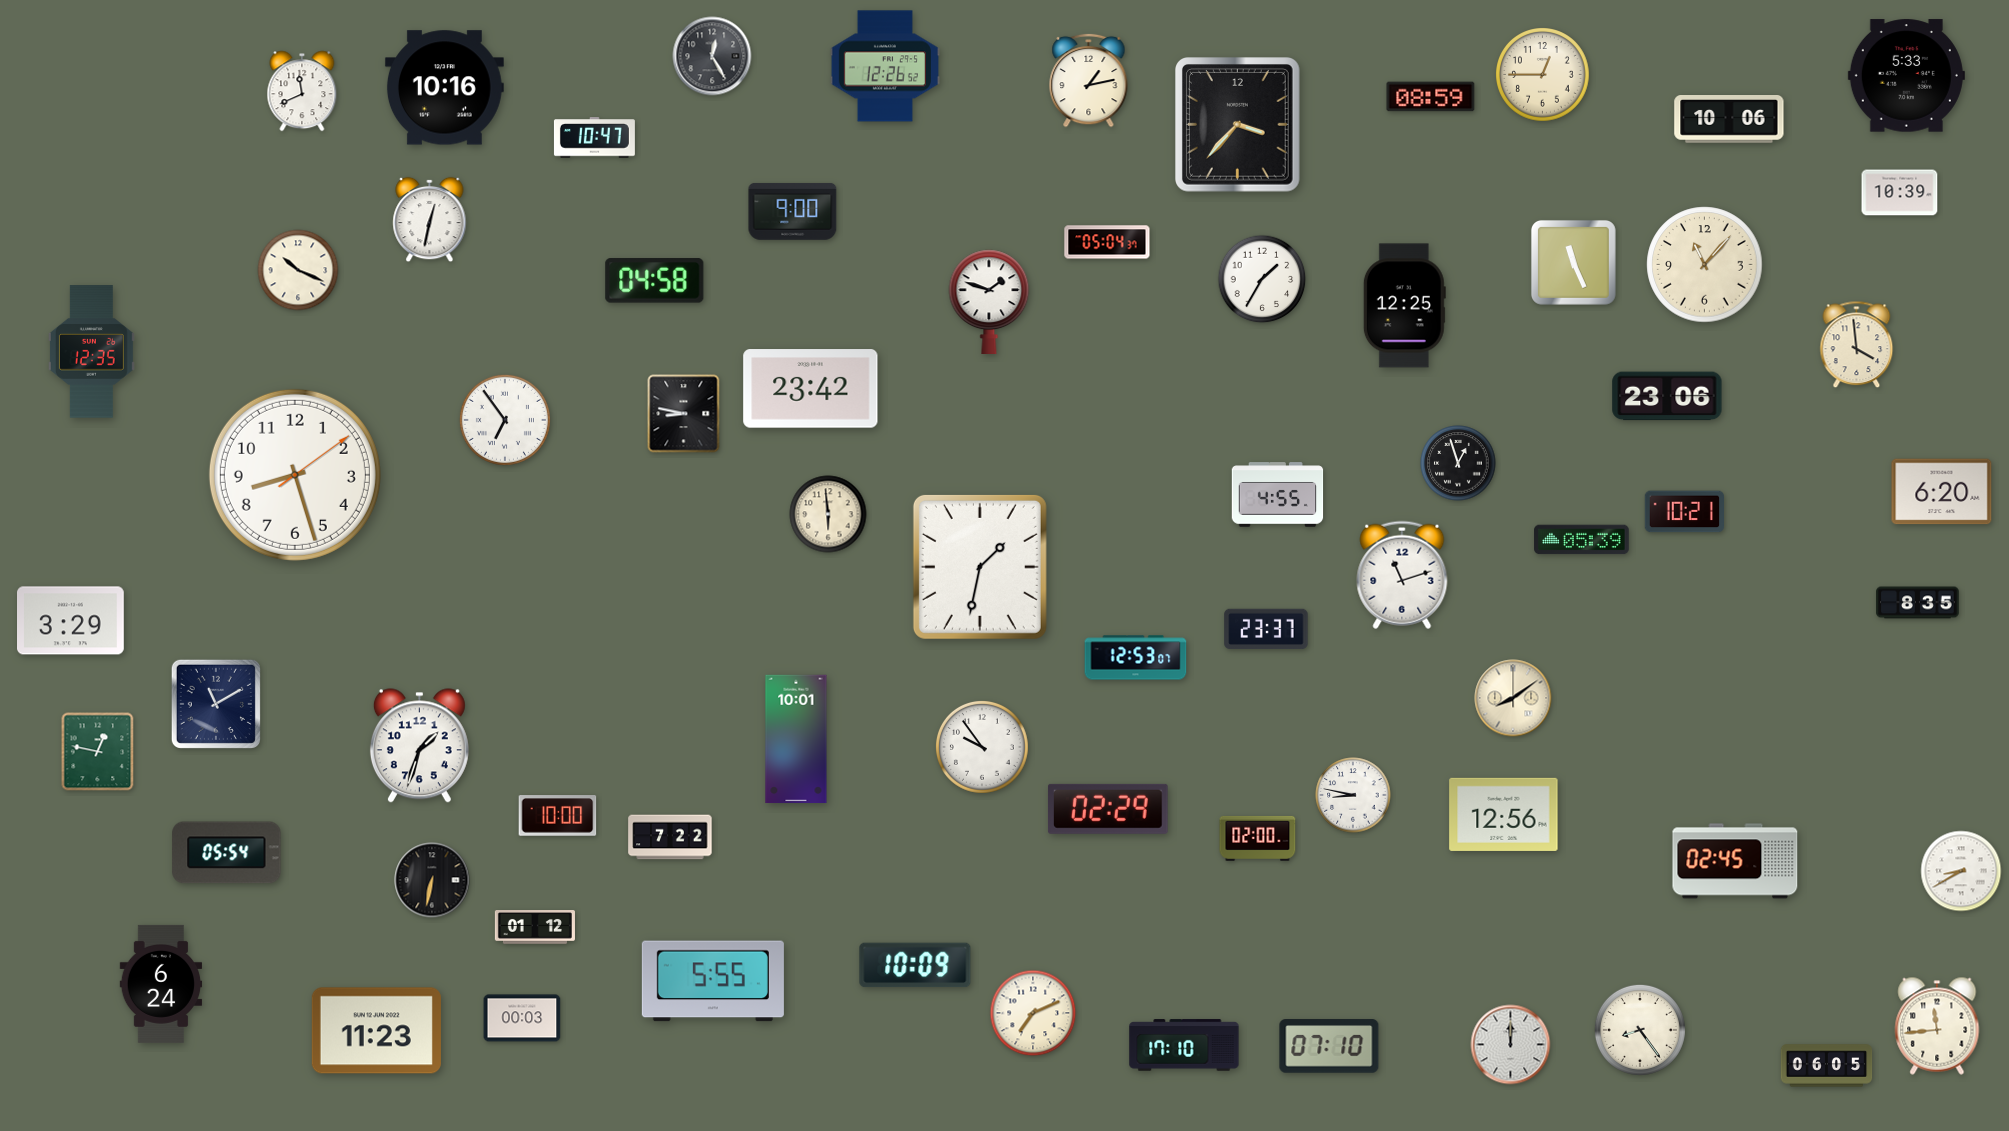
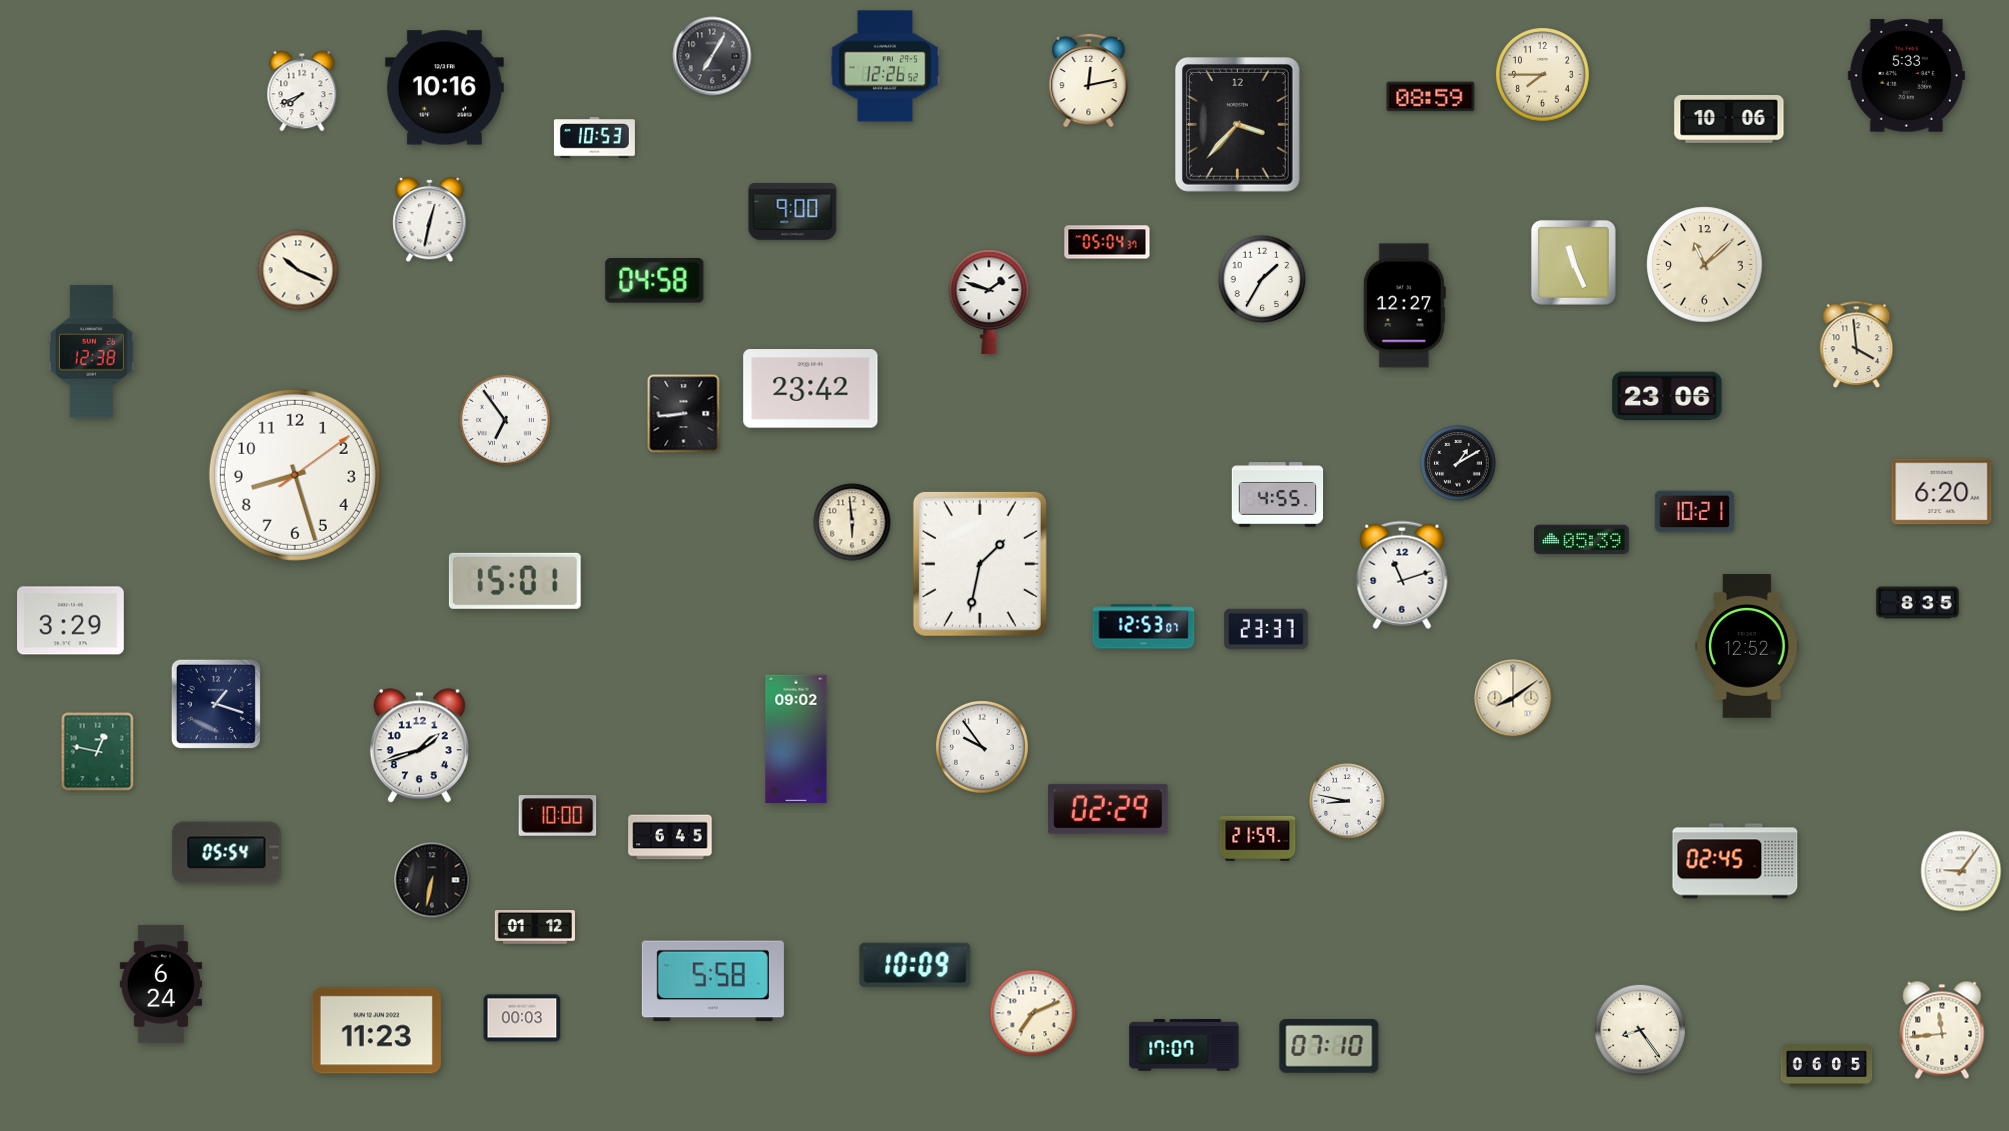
clock at (712, 56): 12:25 -> 7:05
clock at (1543, 75): 12:45 -> 7:45
clock at (1089, 80): 1:13 -> 12:13
clock at (302, 91): 11:41 -> 7:41
clock at (594, 138): 10:47 -> 10:53
clock at (1900, 193): 10:39 -> none
clock at (1705, 265): 11:07 -> 11:08
clock at (1404, 306): 12:25 -> 12:27
clock at (91, 352): 12:35 -> 12:38
clock at (684, 414): 8:47 -> 8:44
clock at (1458, 463): 12:57 -> 1:10
clock at (1684, 512) position: (1684, 512) -> (1694, 512)
clock at (828, 514) position: (828, 514) -> (852, 522)
clock at (980, 567) position: (980, 567) -> (980, 564)
clock at (515, 581): none -> 15:01
clock at (1748, 646): none -> 12:52
clock at (1136, 658) position: (1136, 658) -> (1144, 627)
clock at (216, 704): 11:10 -> 1:18
clock at (796, 739): 10:01 -> 09:02
clock at (419, 746): 1:33 -> 1:42
clock at (1353, 795) position: (1353, 795) -> (1347, 801)
clock at (1504, 814): 12:56 -> none
clock at (670, 837): 7:22 -> 6:45
clock at (1258, 838): 02:00 -> 21:59
clock at (1961, 871): 8:40 -> 9:06
clock at (713, 981): 5:55 -> 5:58
clock at (1937, 1026) position: (1937, 1026) -> (1942, 1030)
clock at (1184, 1045): 17:10 -> 17:07
clock at (1511, 1045): 12:00 -> none
